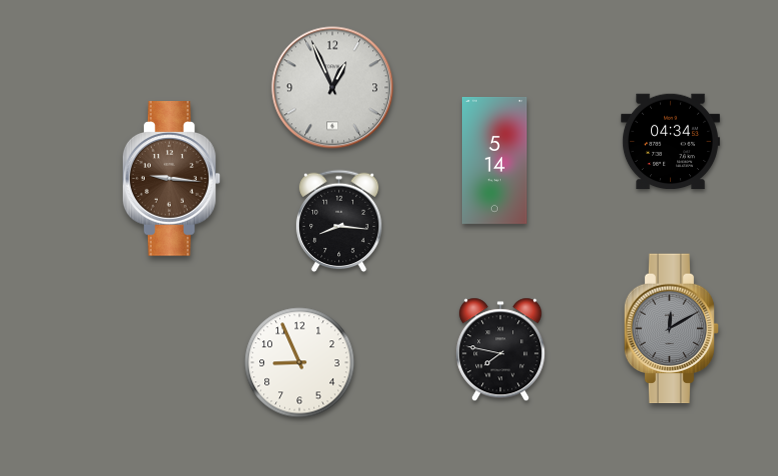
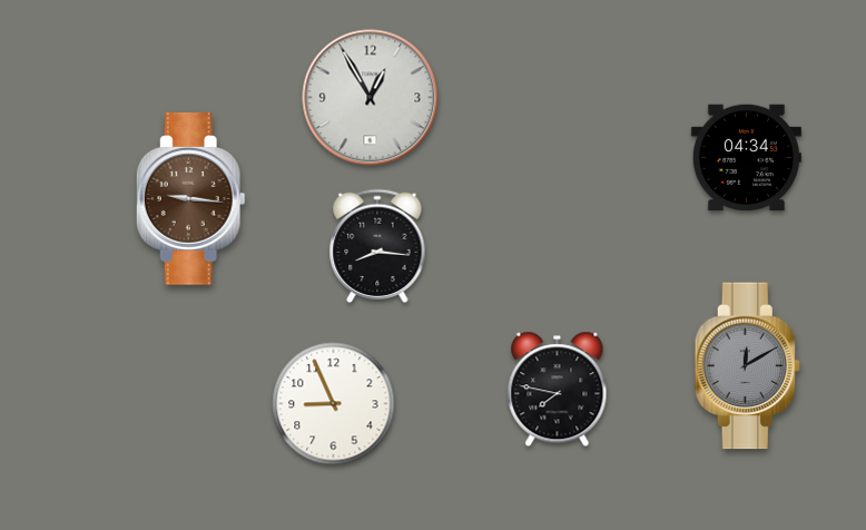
clock at (333, 88): 12:56 -> 12:55
clock at (495, 160): 5:14 -> none
